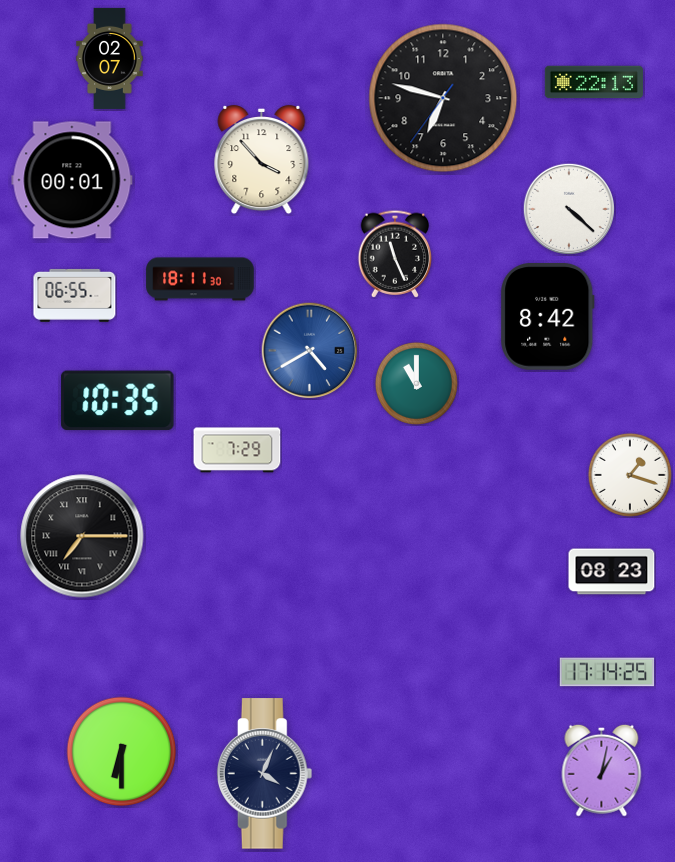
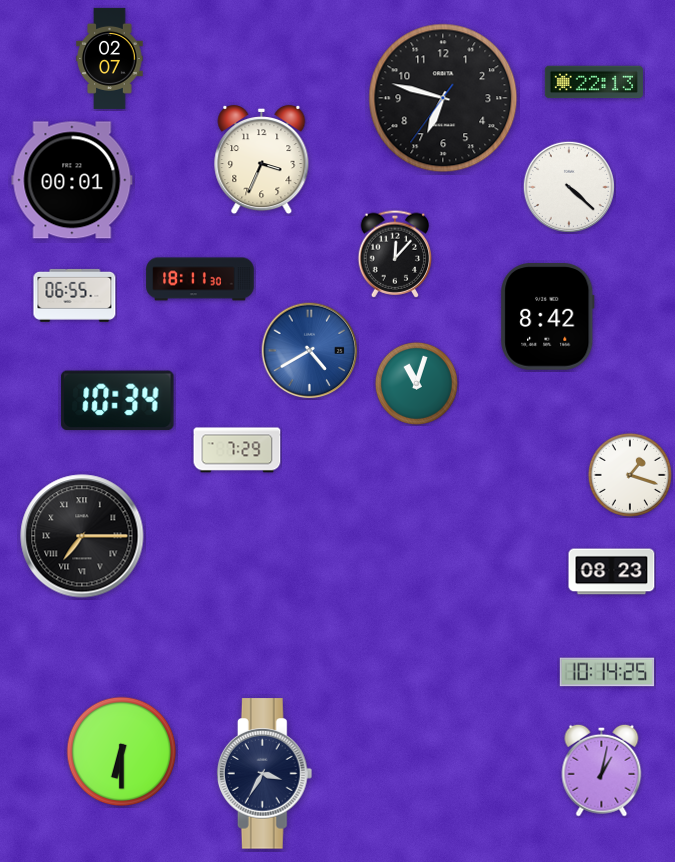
clock at (262, 160): 3:53 -> 3:34
clock at (568, 208) position: (568, 208) -> (568, 186)
clock at (395, 254): 11:26 -> 12:07
clock at (416, 383): 11:00 -> 11:03
clock at (118, 401): 10:35 -> 10:34
clock at (607, 672): 17:14 -> 10:14
clock at (265, 774): 4:04 -> 3:35
